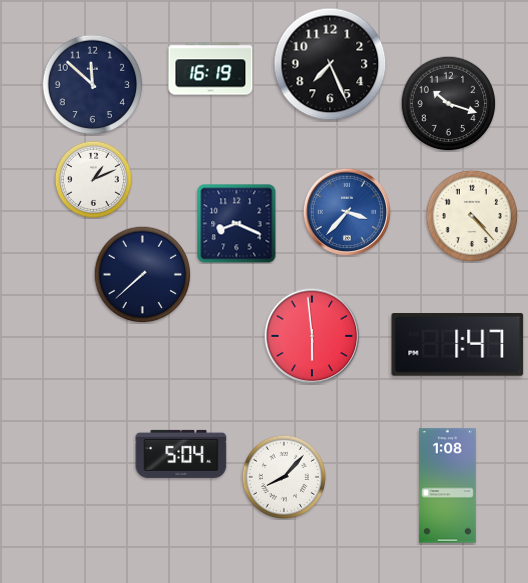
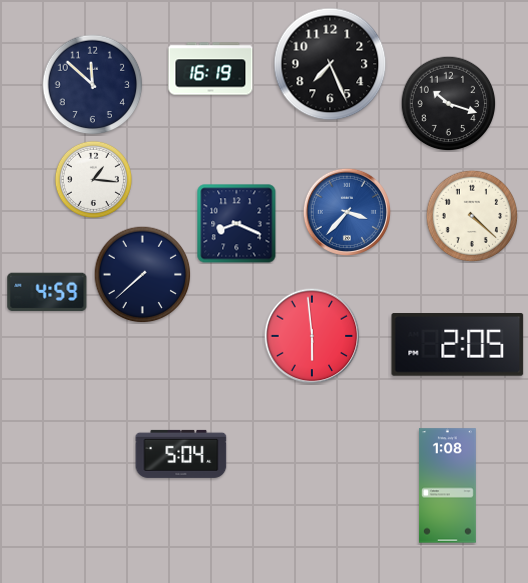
clock at (93, 179): 1:11 -> 1:16
clock at (472, 216): 4:23 -> 4:22
clock at (47, 292): none -> 4:59
clock at (458, 345): 1:47 -> 2:05
clock at (283, 476): 8:07 -> none
